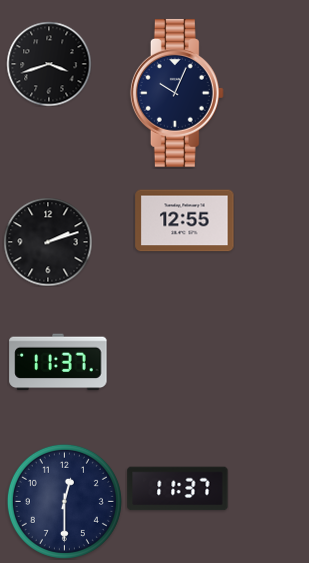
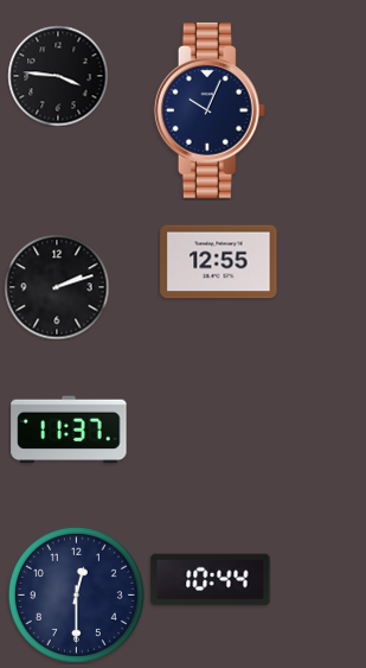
clock at (49, 64): 3:42 -> 3:46
clock at (178, 489): 11:37 -> 10:44
